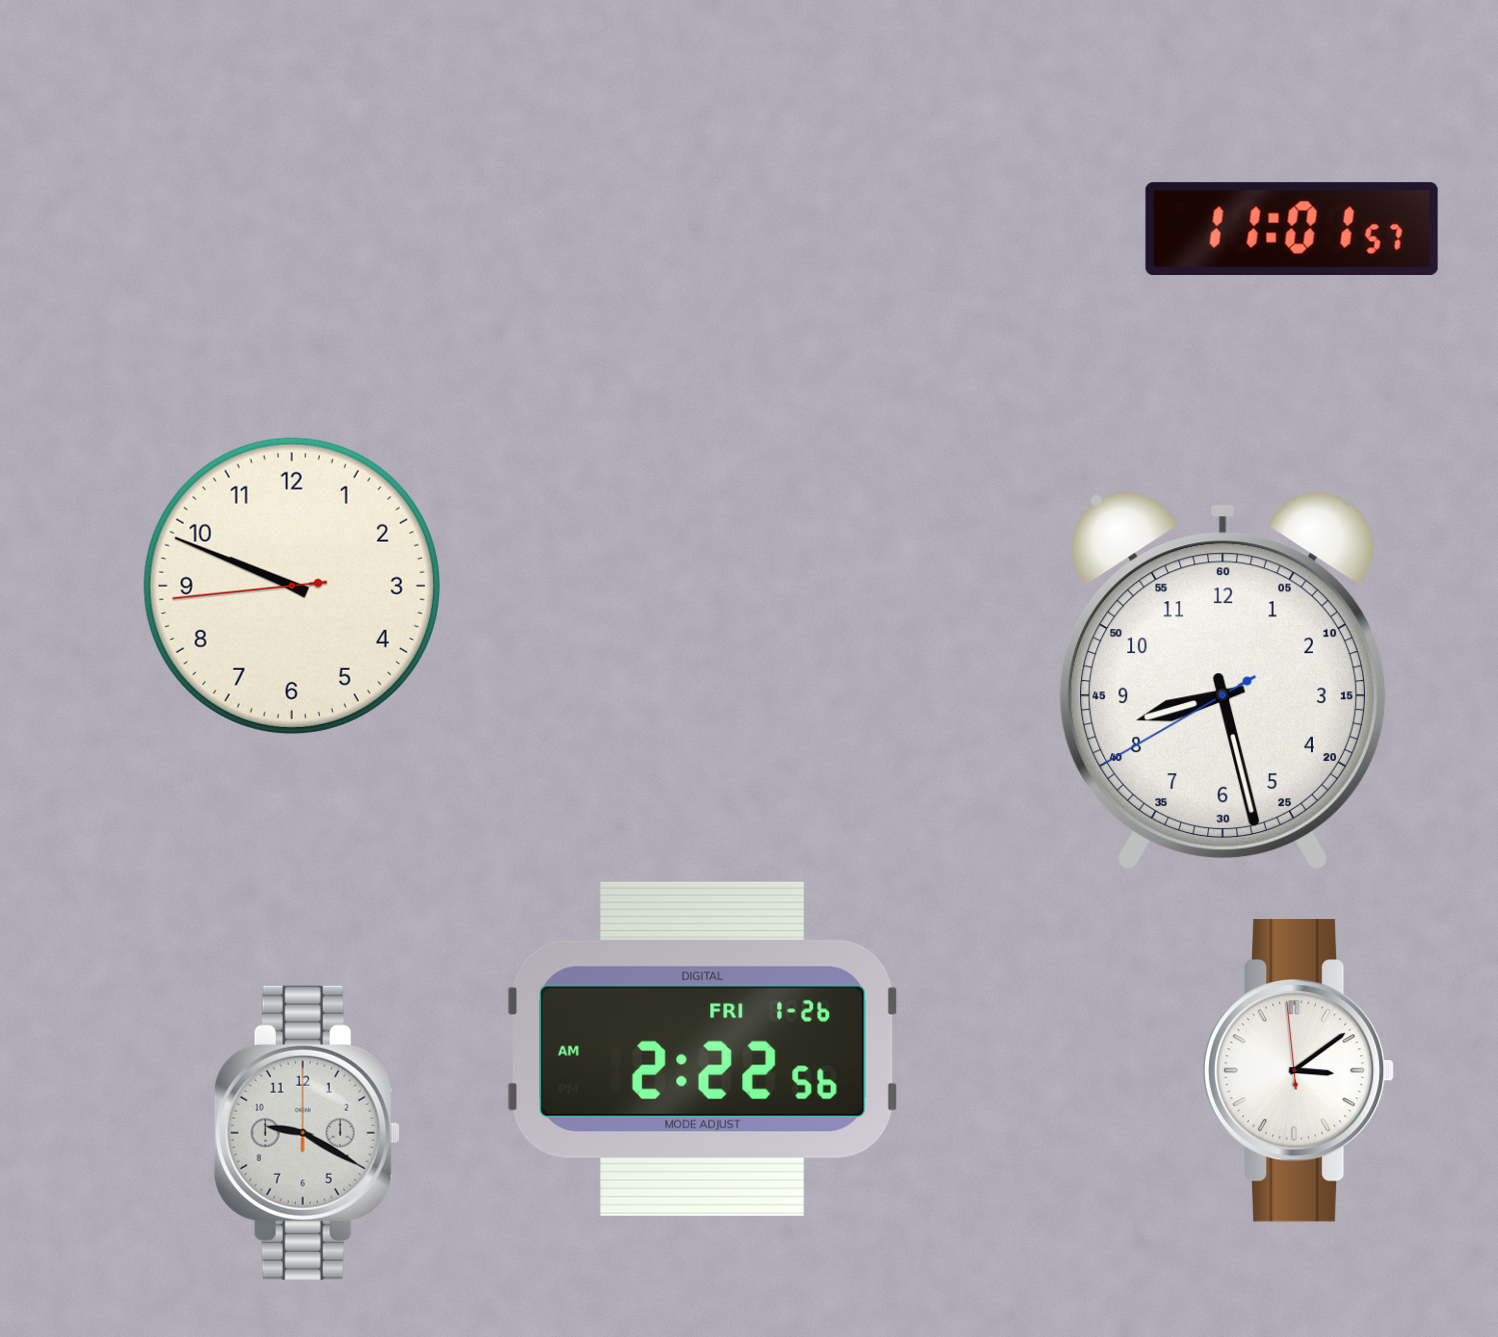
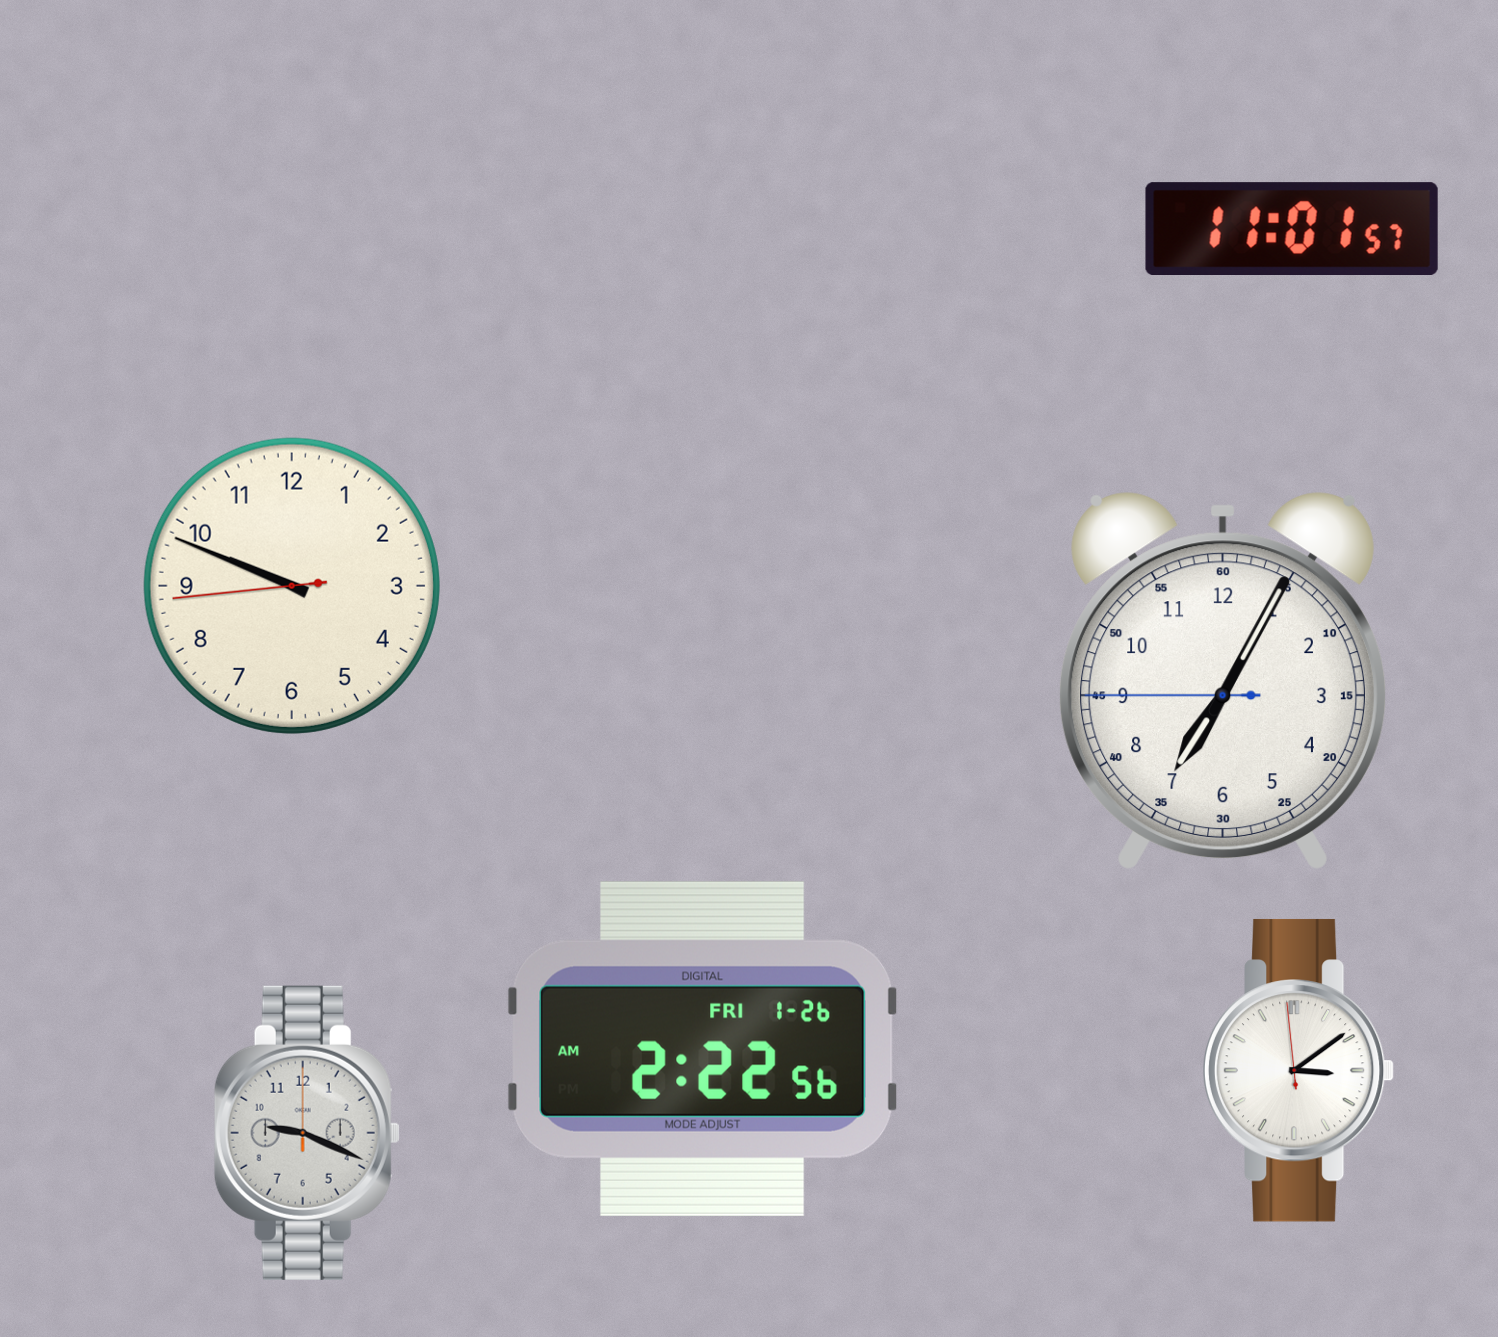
clock at (1223, 681): 8:27 -> 7:04
clock at (307, 1133): 9:20 -> 9:19
